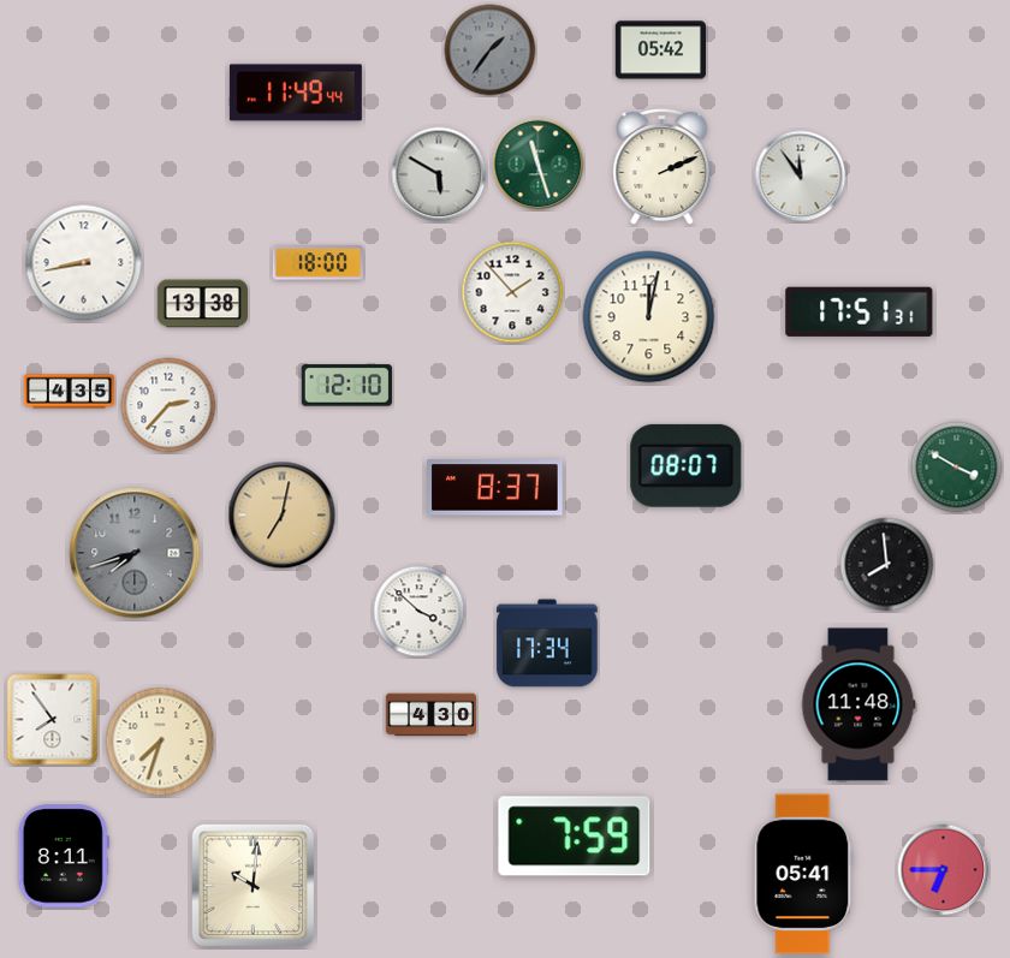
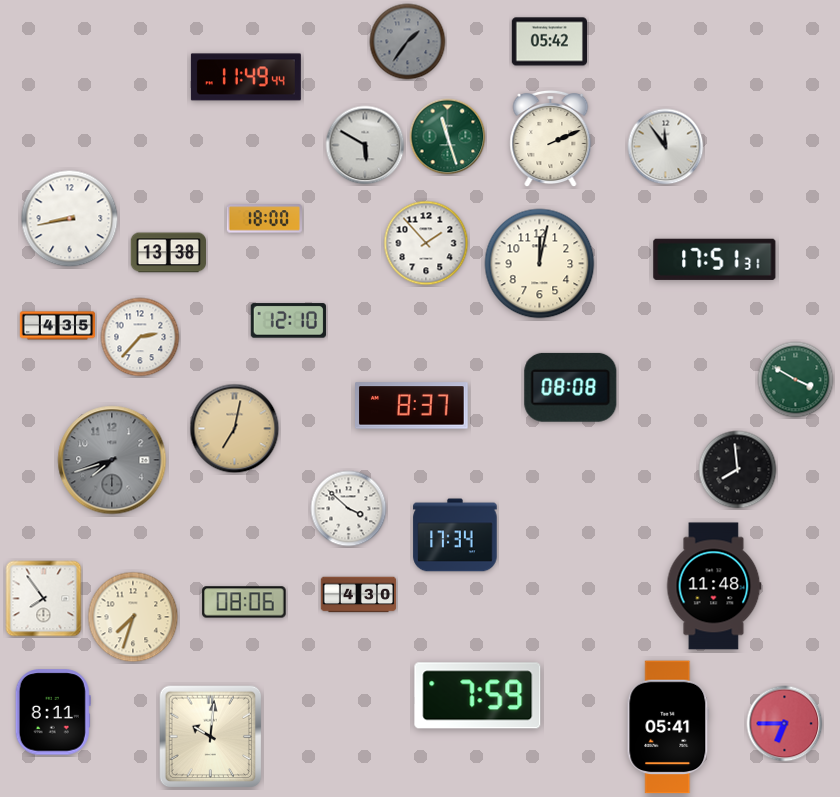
clock at (687, 465): 08:07 -> 08:08
clock at (957, 468) position: (957, 468) -> (796, 380)
clock at (244, 602): none -> 08:06
